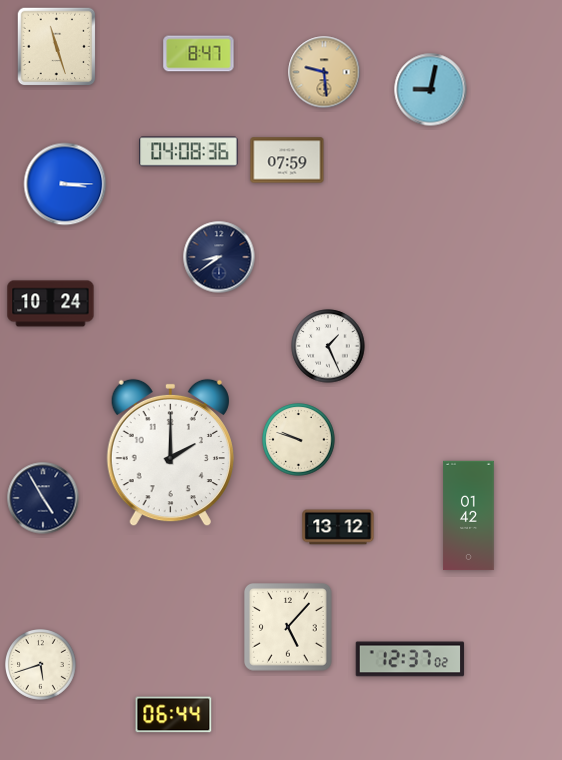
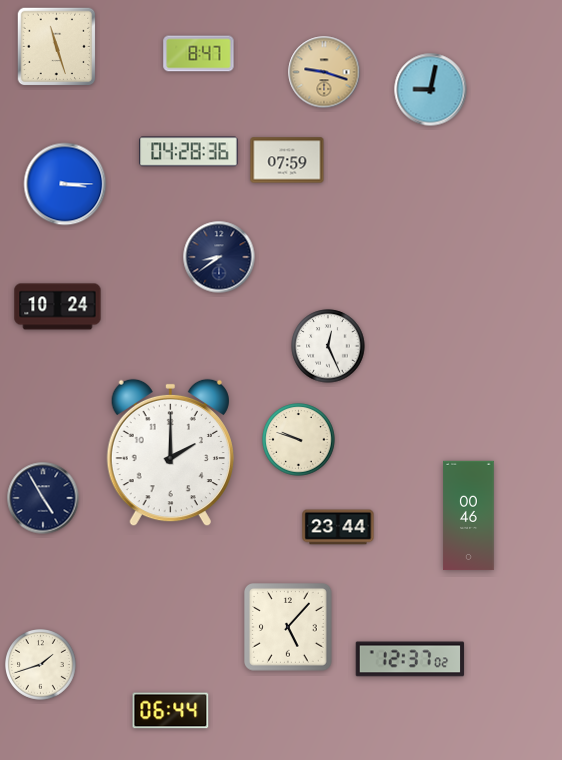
clock at (324, 72): 9:29 -> 9:18
clock at (189, 152): 04:08 -> 04:28
clock at (51, 304) position: (51, 304) -> (58, 307)
clock at (328, 346): 1:26 -> 12:26
clock at (469, 516): 01:42 -> 00:46
clock at (338, 527): 13:12 -> 23:44
clock at (41, 665): 5:42 -> 1:42
clock at (174, 715) position: (174, 715) -> (171, 711)
